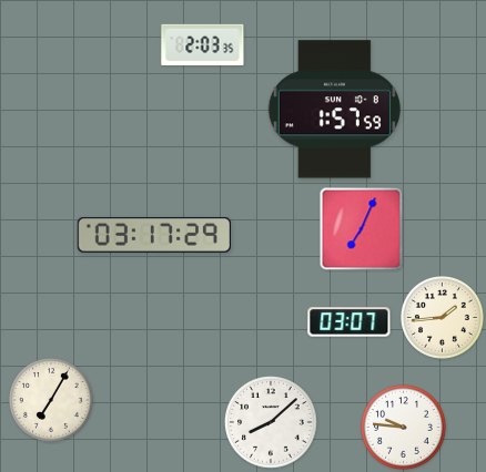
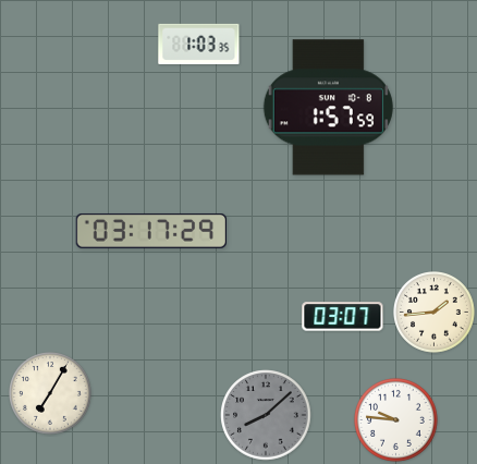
clock at (203, 44): 2:03 -> 1:03
clock at (362, 229): 7:04 -> none
clock at (271, 422) dial: white -> grey
